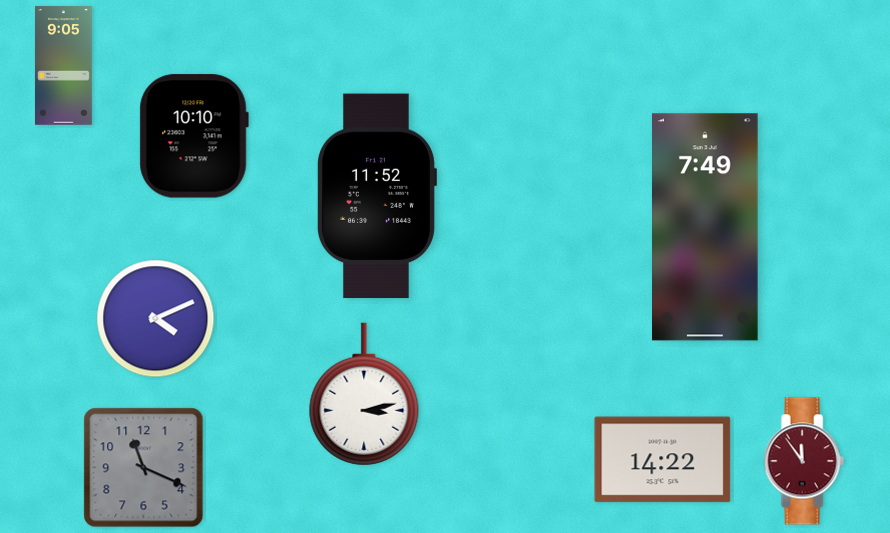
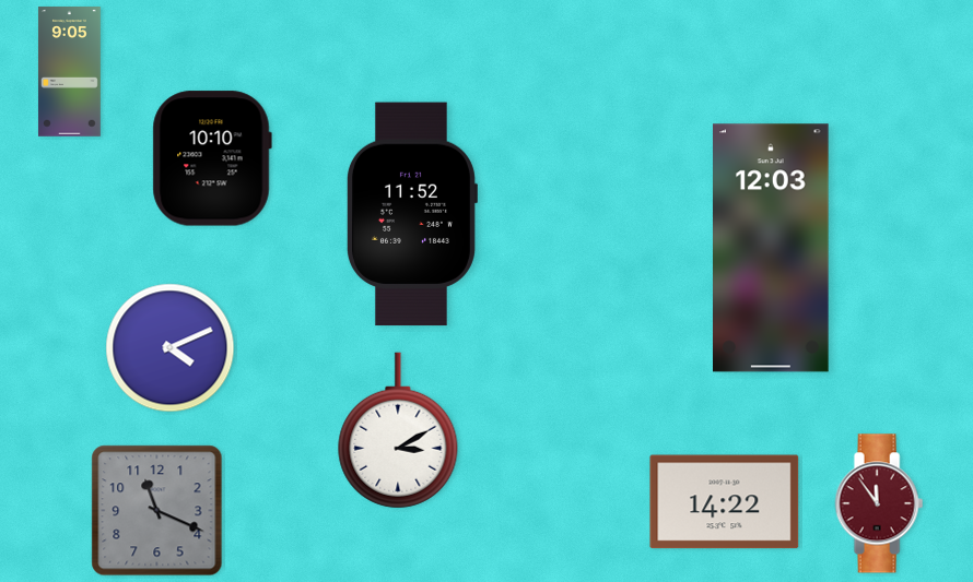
clock at (194, 136) position: (194, 136) -> (212, 158)
clock at (706, 227): 7:49 -> 12:03
clock at (364, 394): 3:13 -> 3:10
